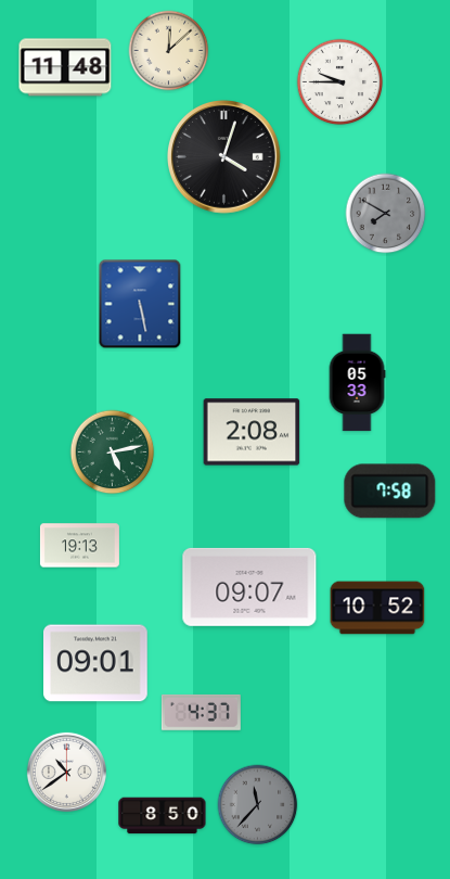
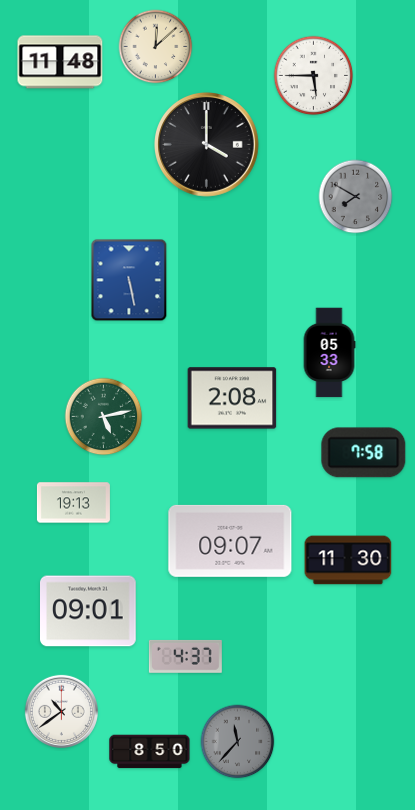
clock at (340, 82): 9:45 -> 5:45
clock at (224, 157): 4:03 -> 4:00
clock at (390, 492) position: (390, 492) -> (364, 453)
clock at (377, 608): 10:52 -> 11:30
